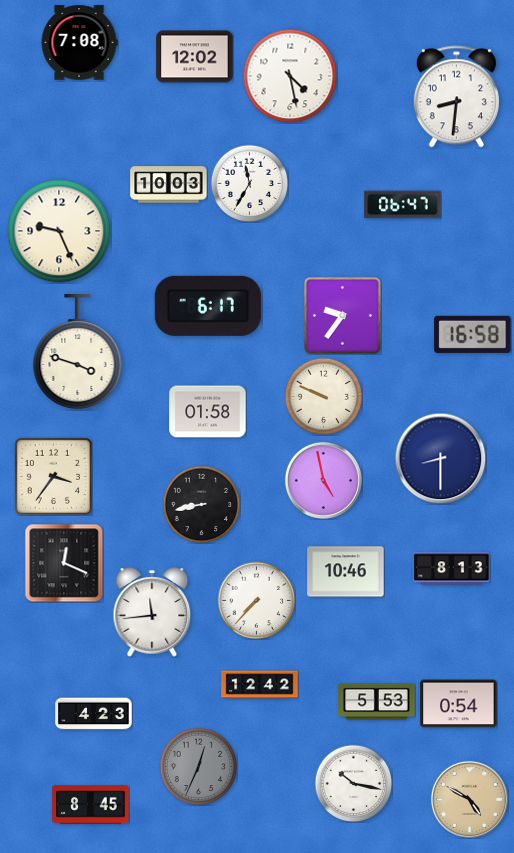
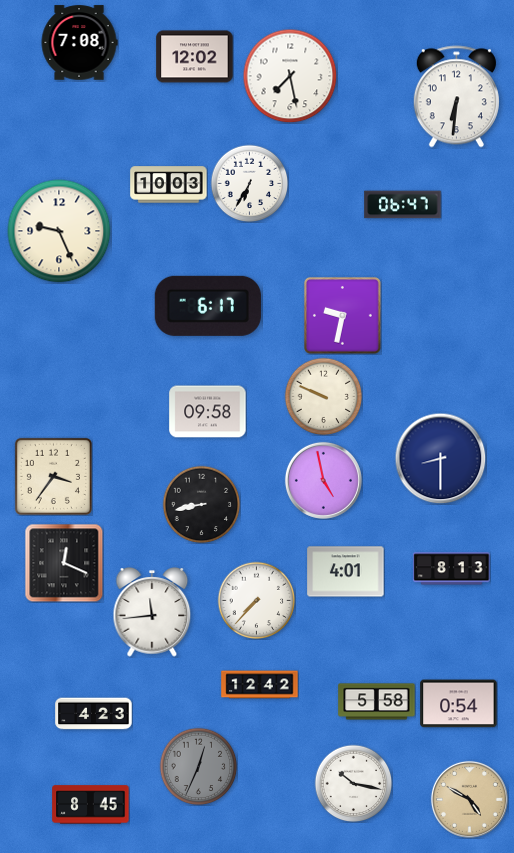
clock at (290, 76): 4:28 -> 7:28
clock at (456, 97): 8:31 -> 6:31
clock at (249, 183): 11:35 -> 6:35
clock at (343, 316): 9:36 -> 9:32
clock at (473, 334): 16:58 -> none
clock at (78, 351): 3:48 -> none
clock at (208, 412): 01:58 -> 09:58
clock at (346, 572): 10:46 -> 4:01
clock at (377, 702): 5:53 -> 5:58
